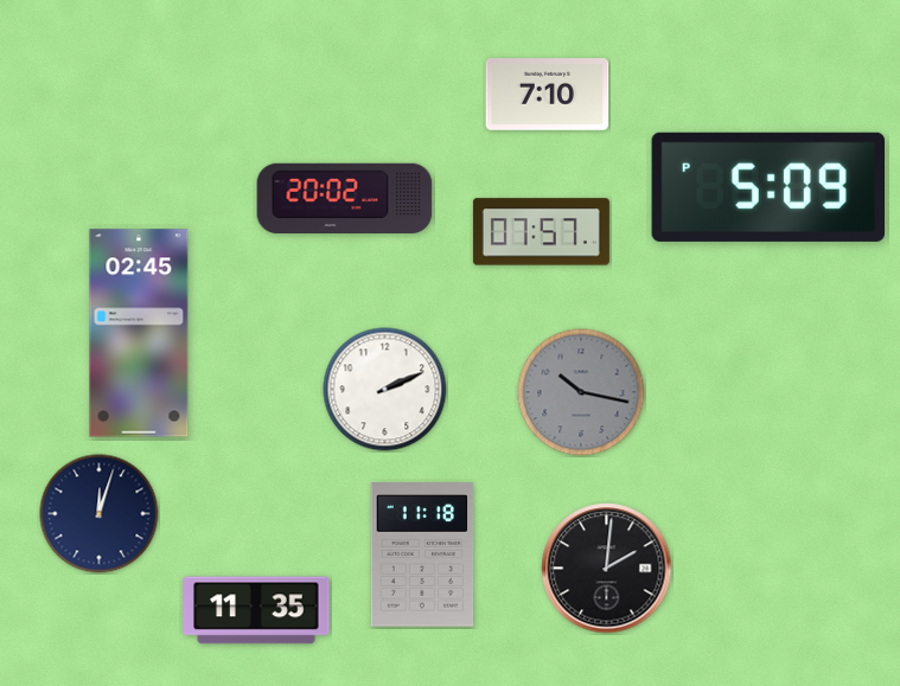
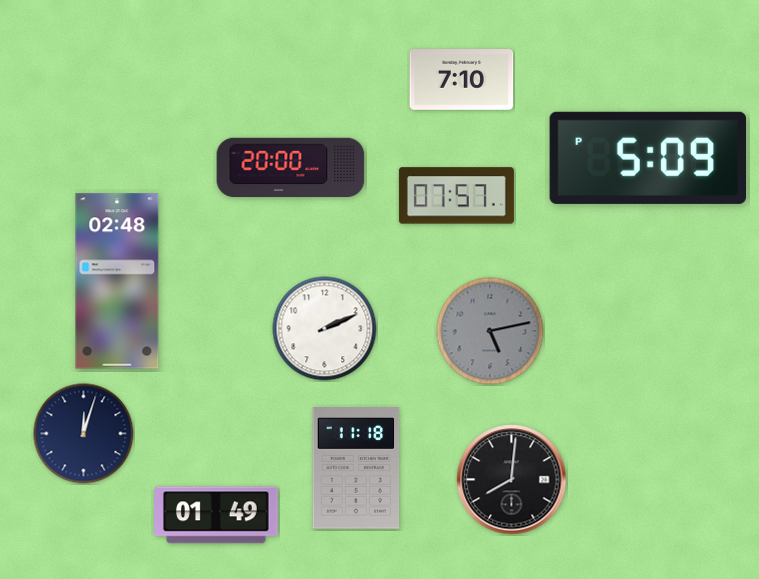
clock at (345, 198): 20:02 -> 20:00
clock at (139, 333): 02:45 -> 02:48
clock at (581, 392): 10:17 -> 5:13
clock at (607, 569): 2:01 -> 8:01
clock at (256, 610): 11:35 -> 01:49
